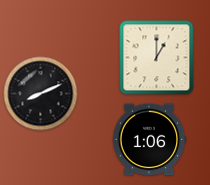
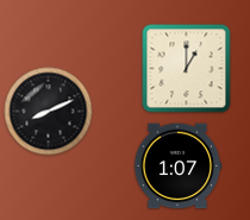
clock at (149, 140): 1:06 -> 1:07
